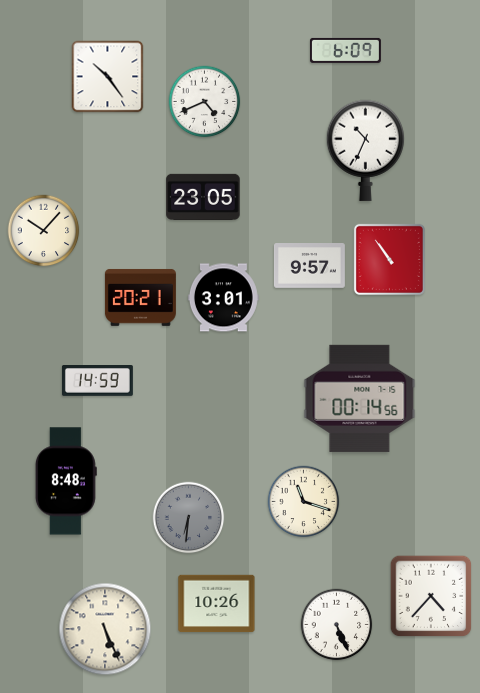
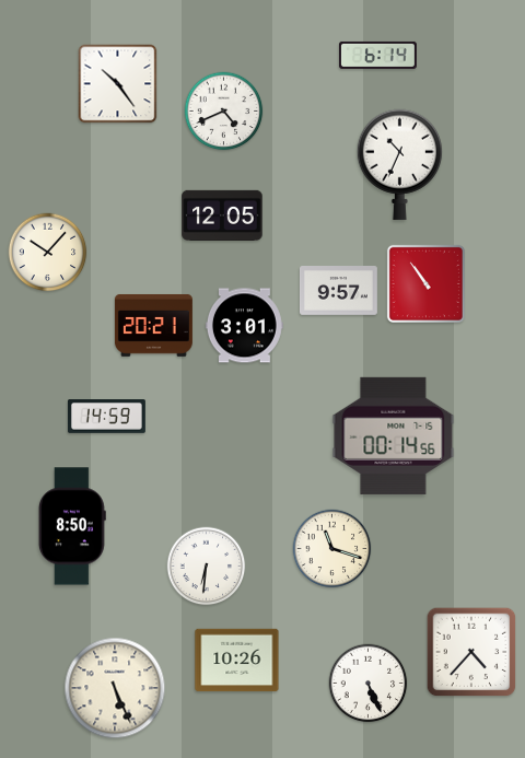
clock at (345, 50): 6:09 -> 6:14
clock at (203, 196): 23:05 -> 12:05
clock at (66, 481): 8:48 -> 8:50
clock at (189, 518) dial: grey -> white
